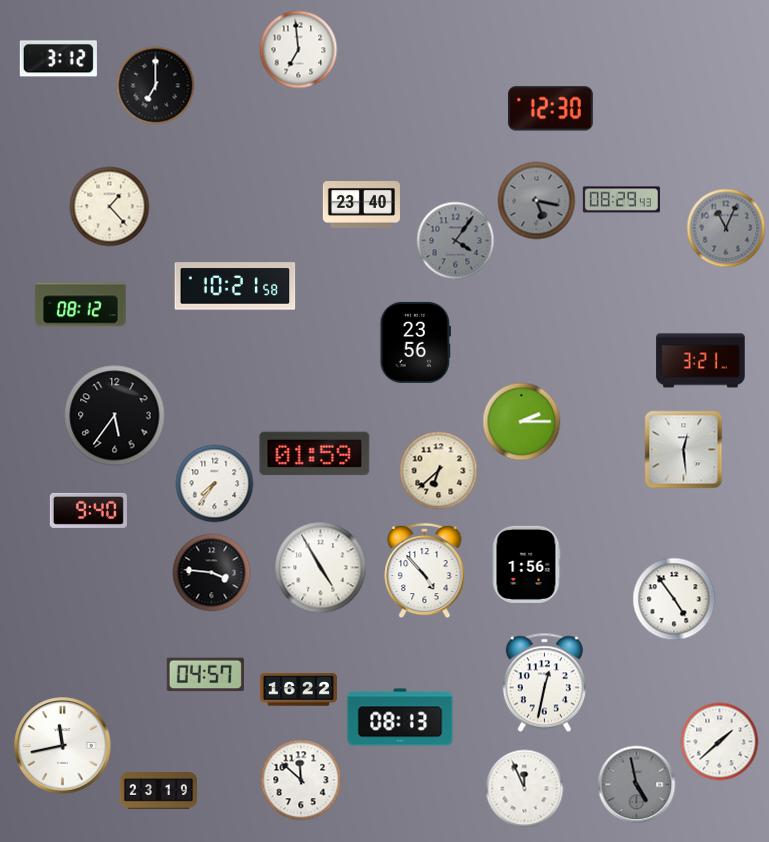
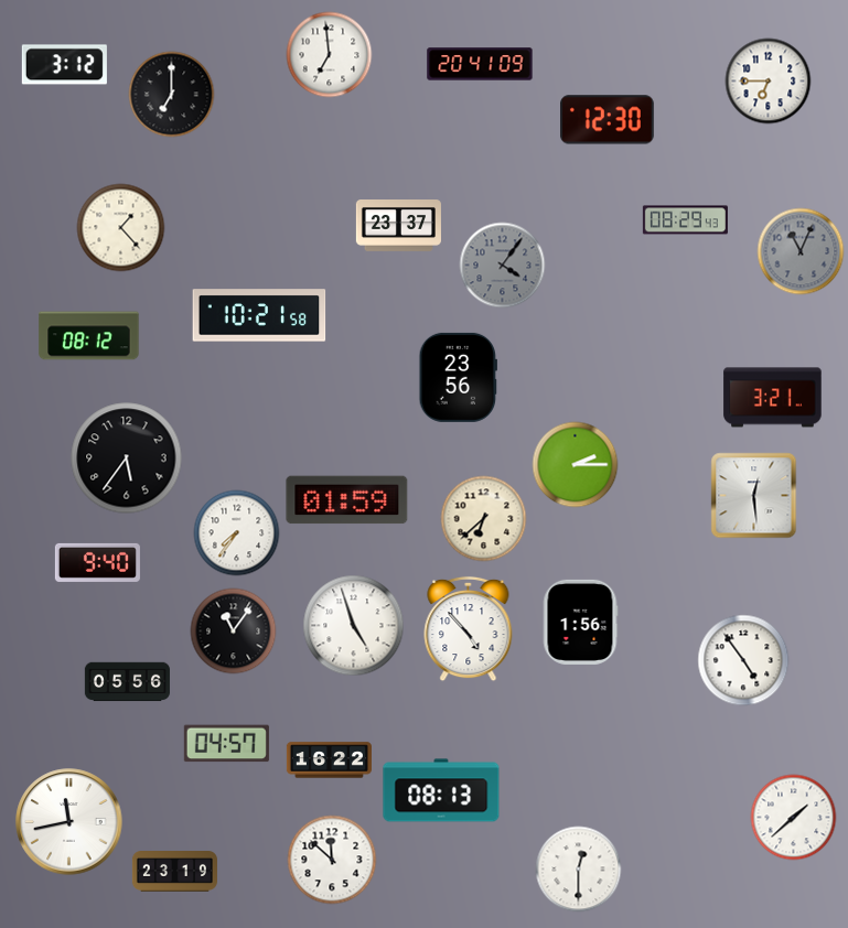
clock at (480, 64): none -> 20:41
clock at (768, 80): none -> 6:45
clock at (536, 200): 5:17 -> none
clock at (361, 205): 23:40 -> 23:37
clock at (320, 567): 4:55 -> 4:57
clock at (211, 572): 3:46 -> 11:06
clock at (127, 682): none -> 05:56
clock at (544, 682): 12:32 -> none
clock at (636, 784): 4:58 -> none
clock at (524, 788): 11:56 -> 12:30
